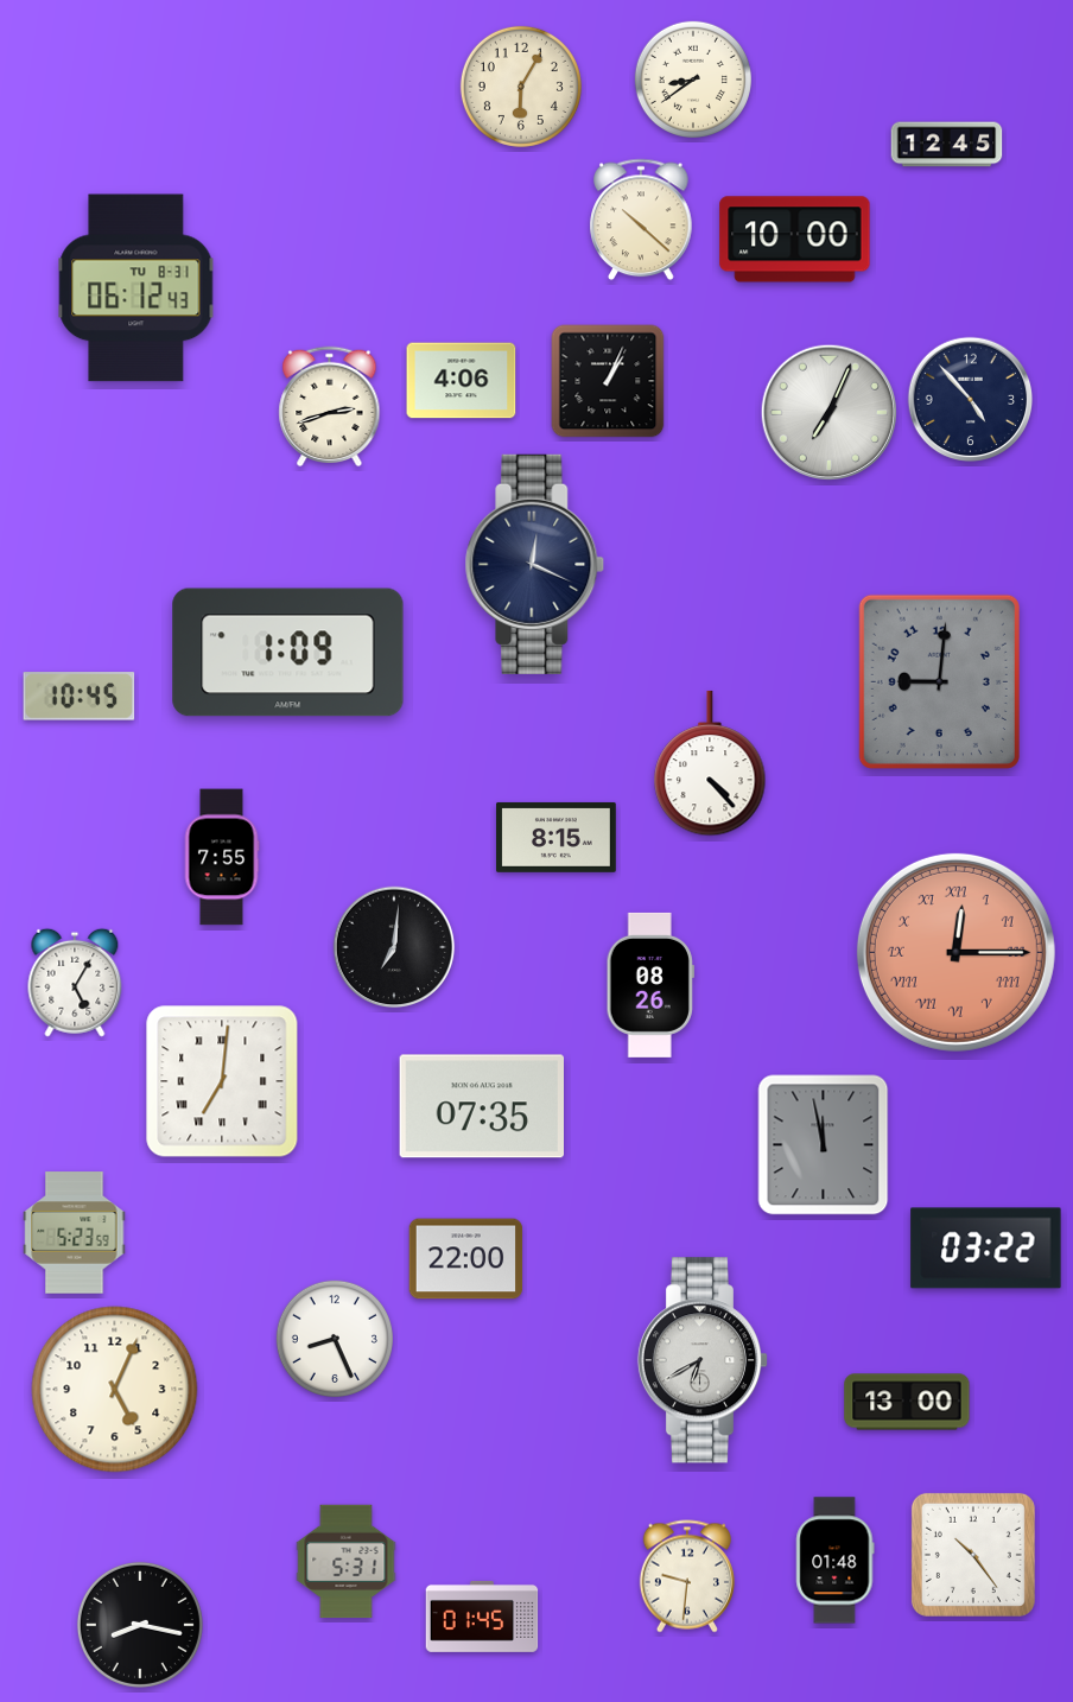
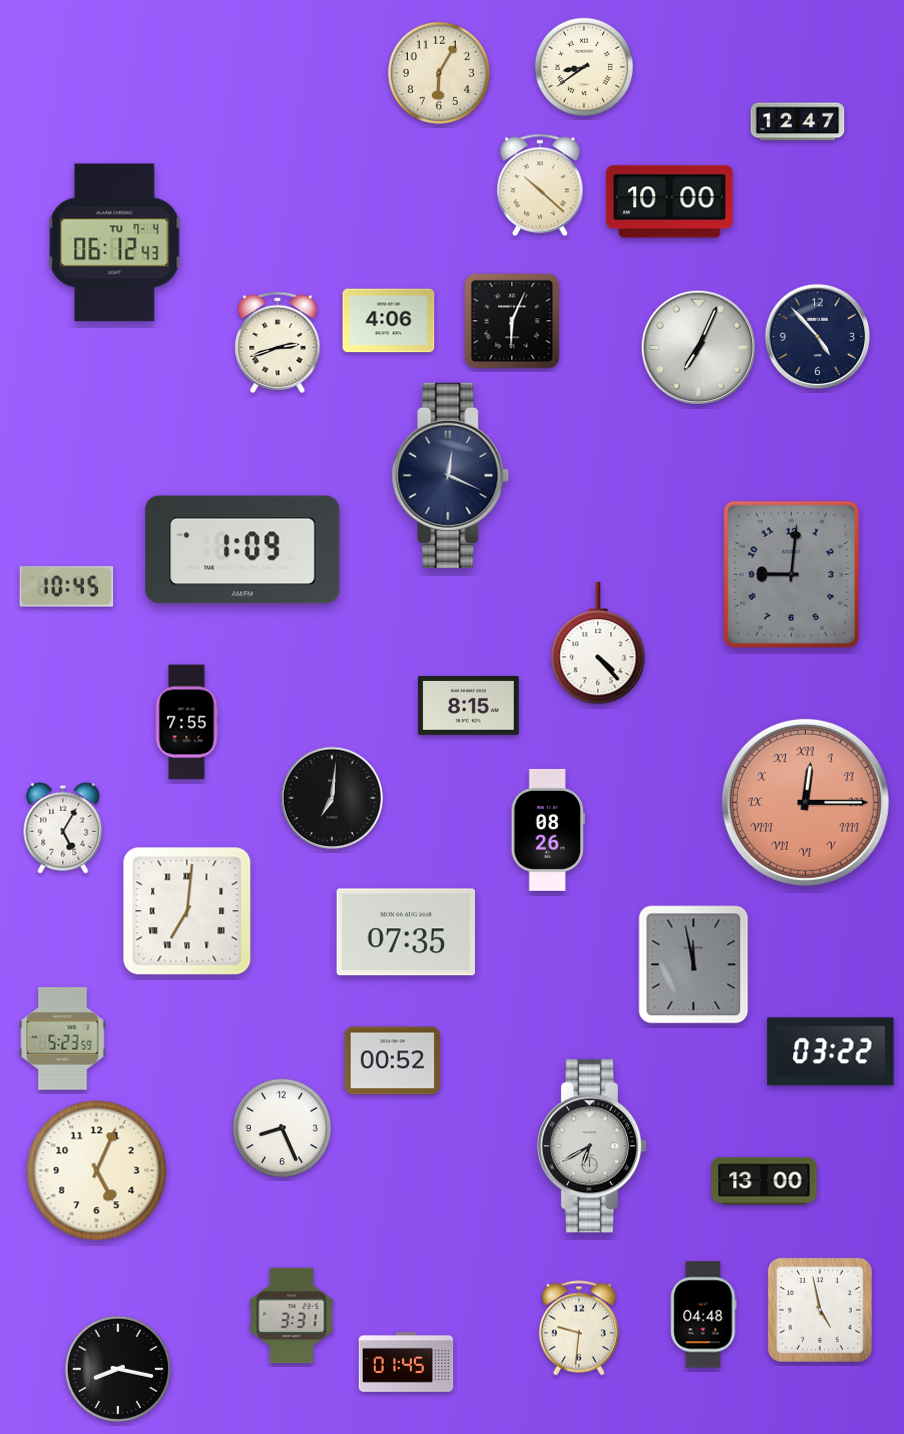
clock at (947, 145): 12:45 -> 12:47
clock at (136, 288) date: TU 8-31 -> TU 7-4
clock at (608, 381): 1:04 -> 6:04
clock at (466, 1259): 22:00 -> 00:52
clock at (973, 1555): 10:24 -> 4:58
clock at (836, 1561): 01:48 -> 04:48
clock at (347, 1562): 5:31 -> 3:31
